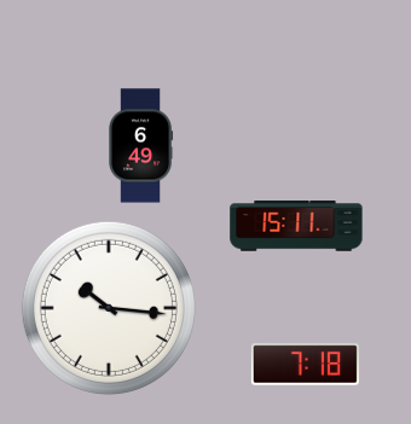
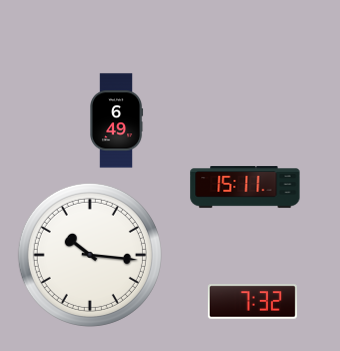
clock at (305, 365): 7:18 -> 7:32
